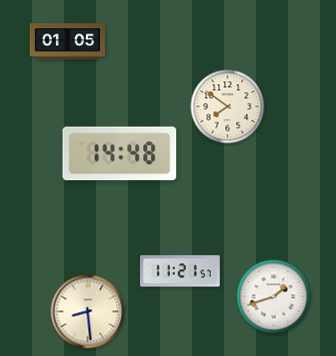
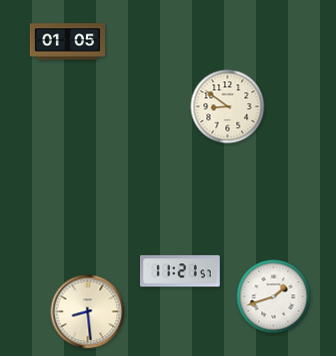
clock at (228, 107): 7:51 -> 8:51
clock at (120, 154): 14:48 -> none
